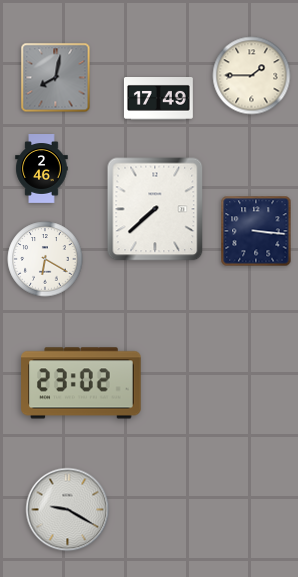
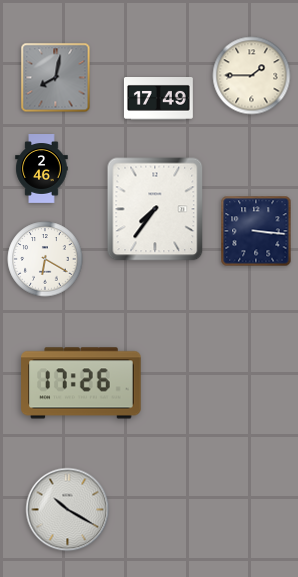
clock at (155, 209): 7:38 -> 7:36
clock at (81, 383): 23:02 -> 17:26
clock at (68, 510): 9:20 -> 10:20
